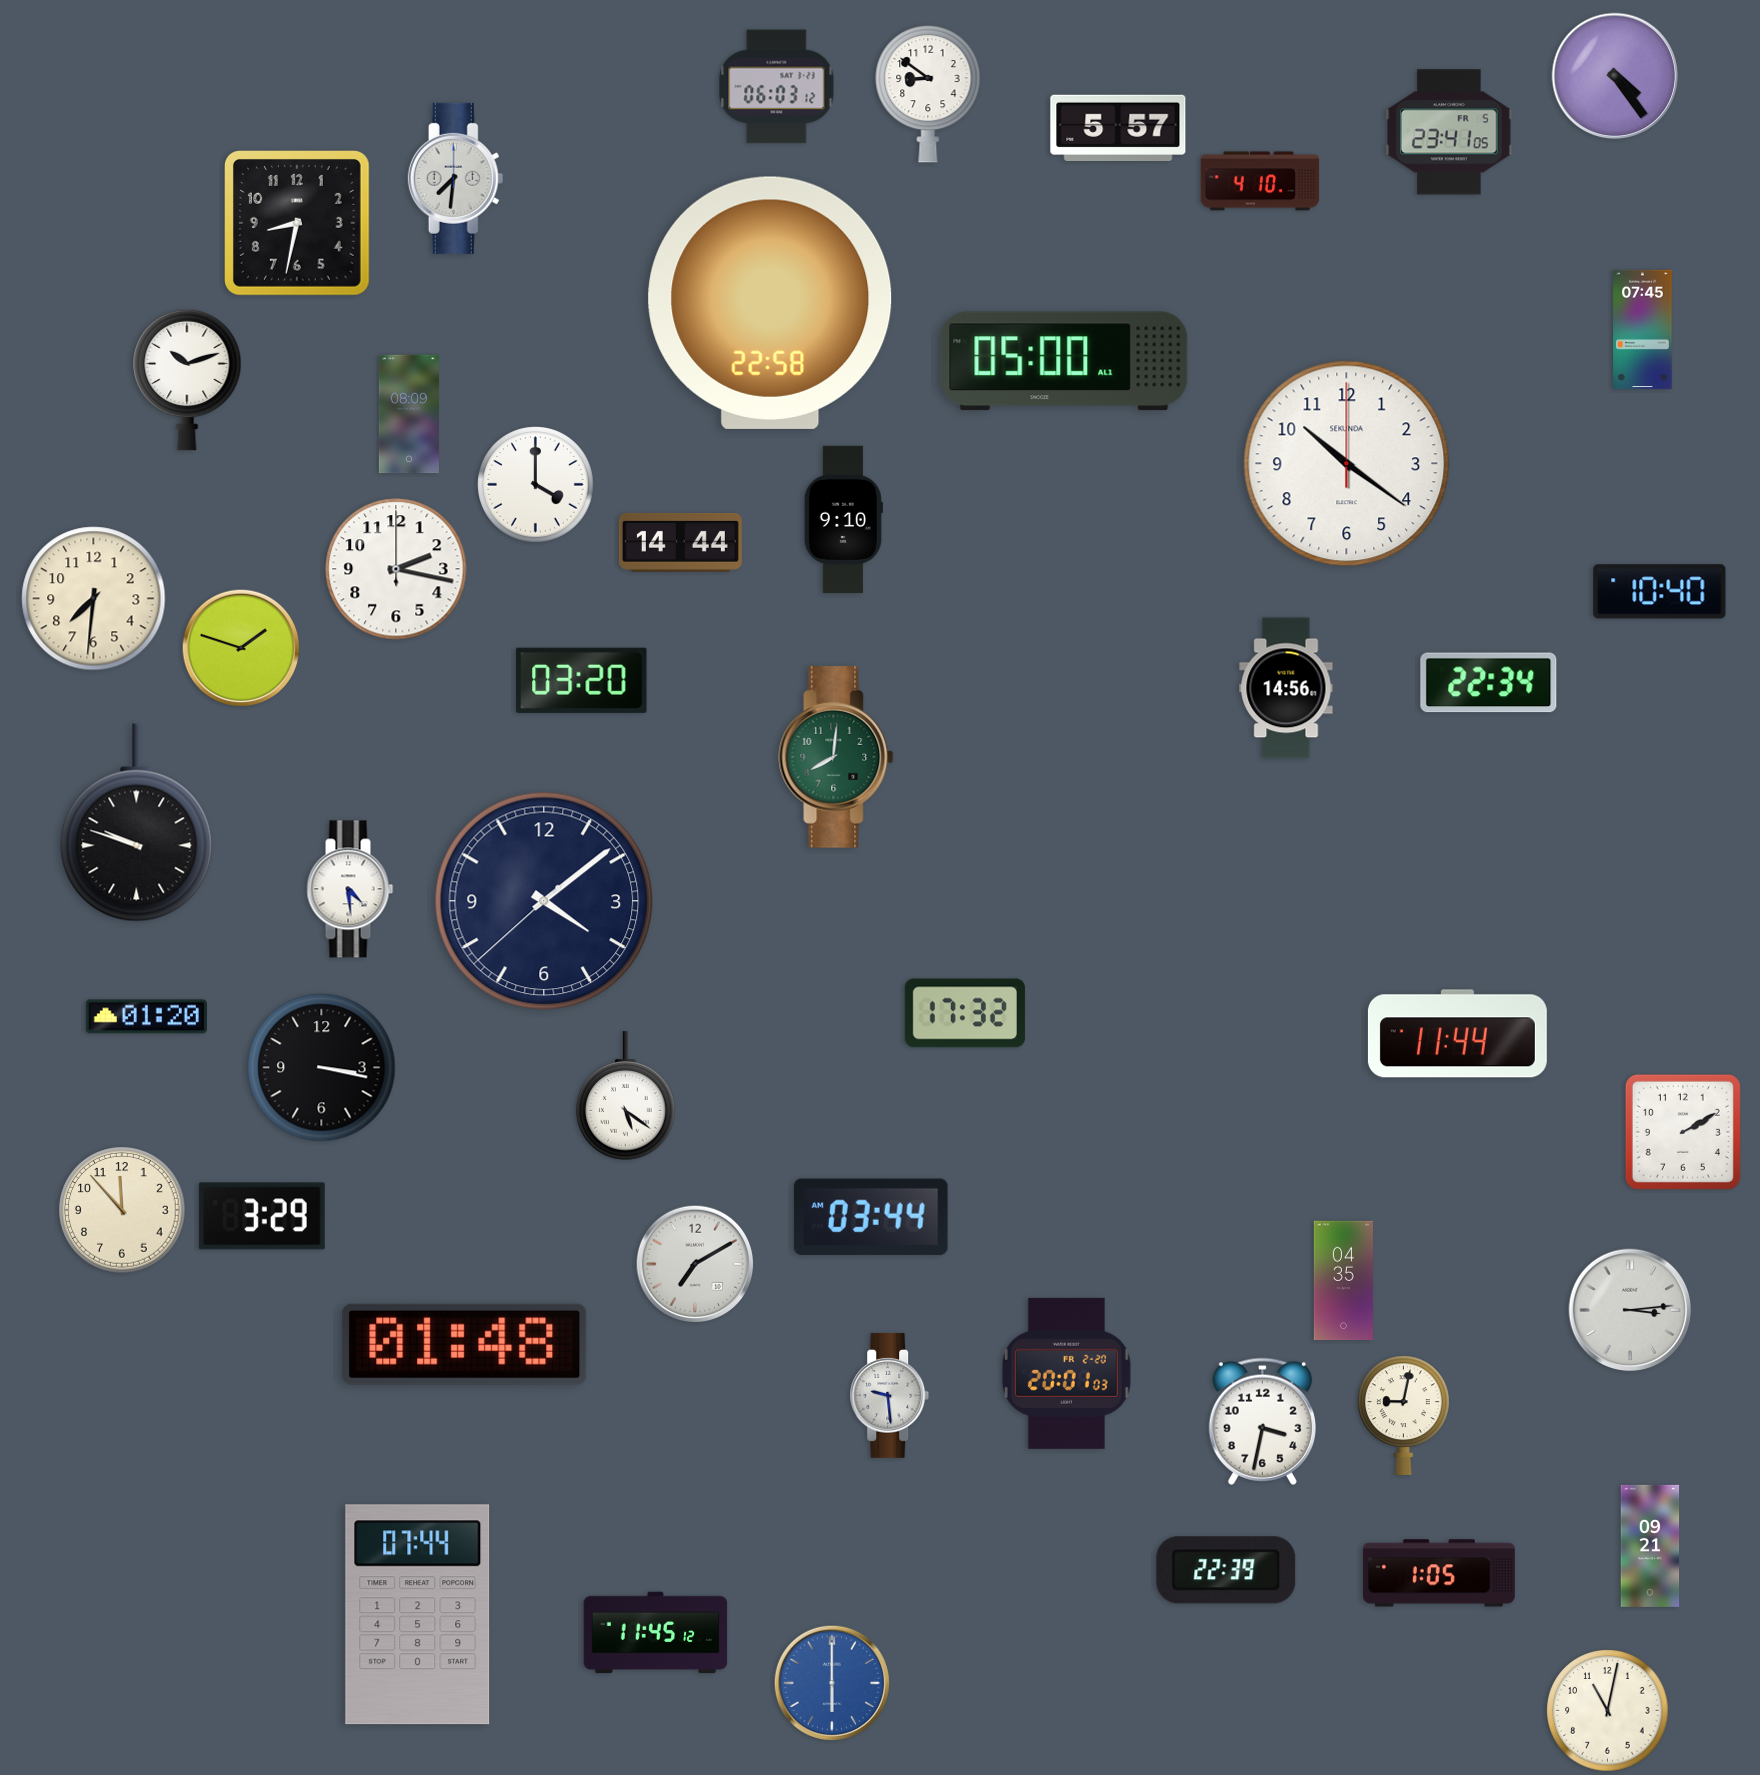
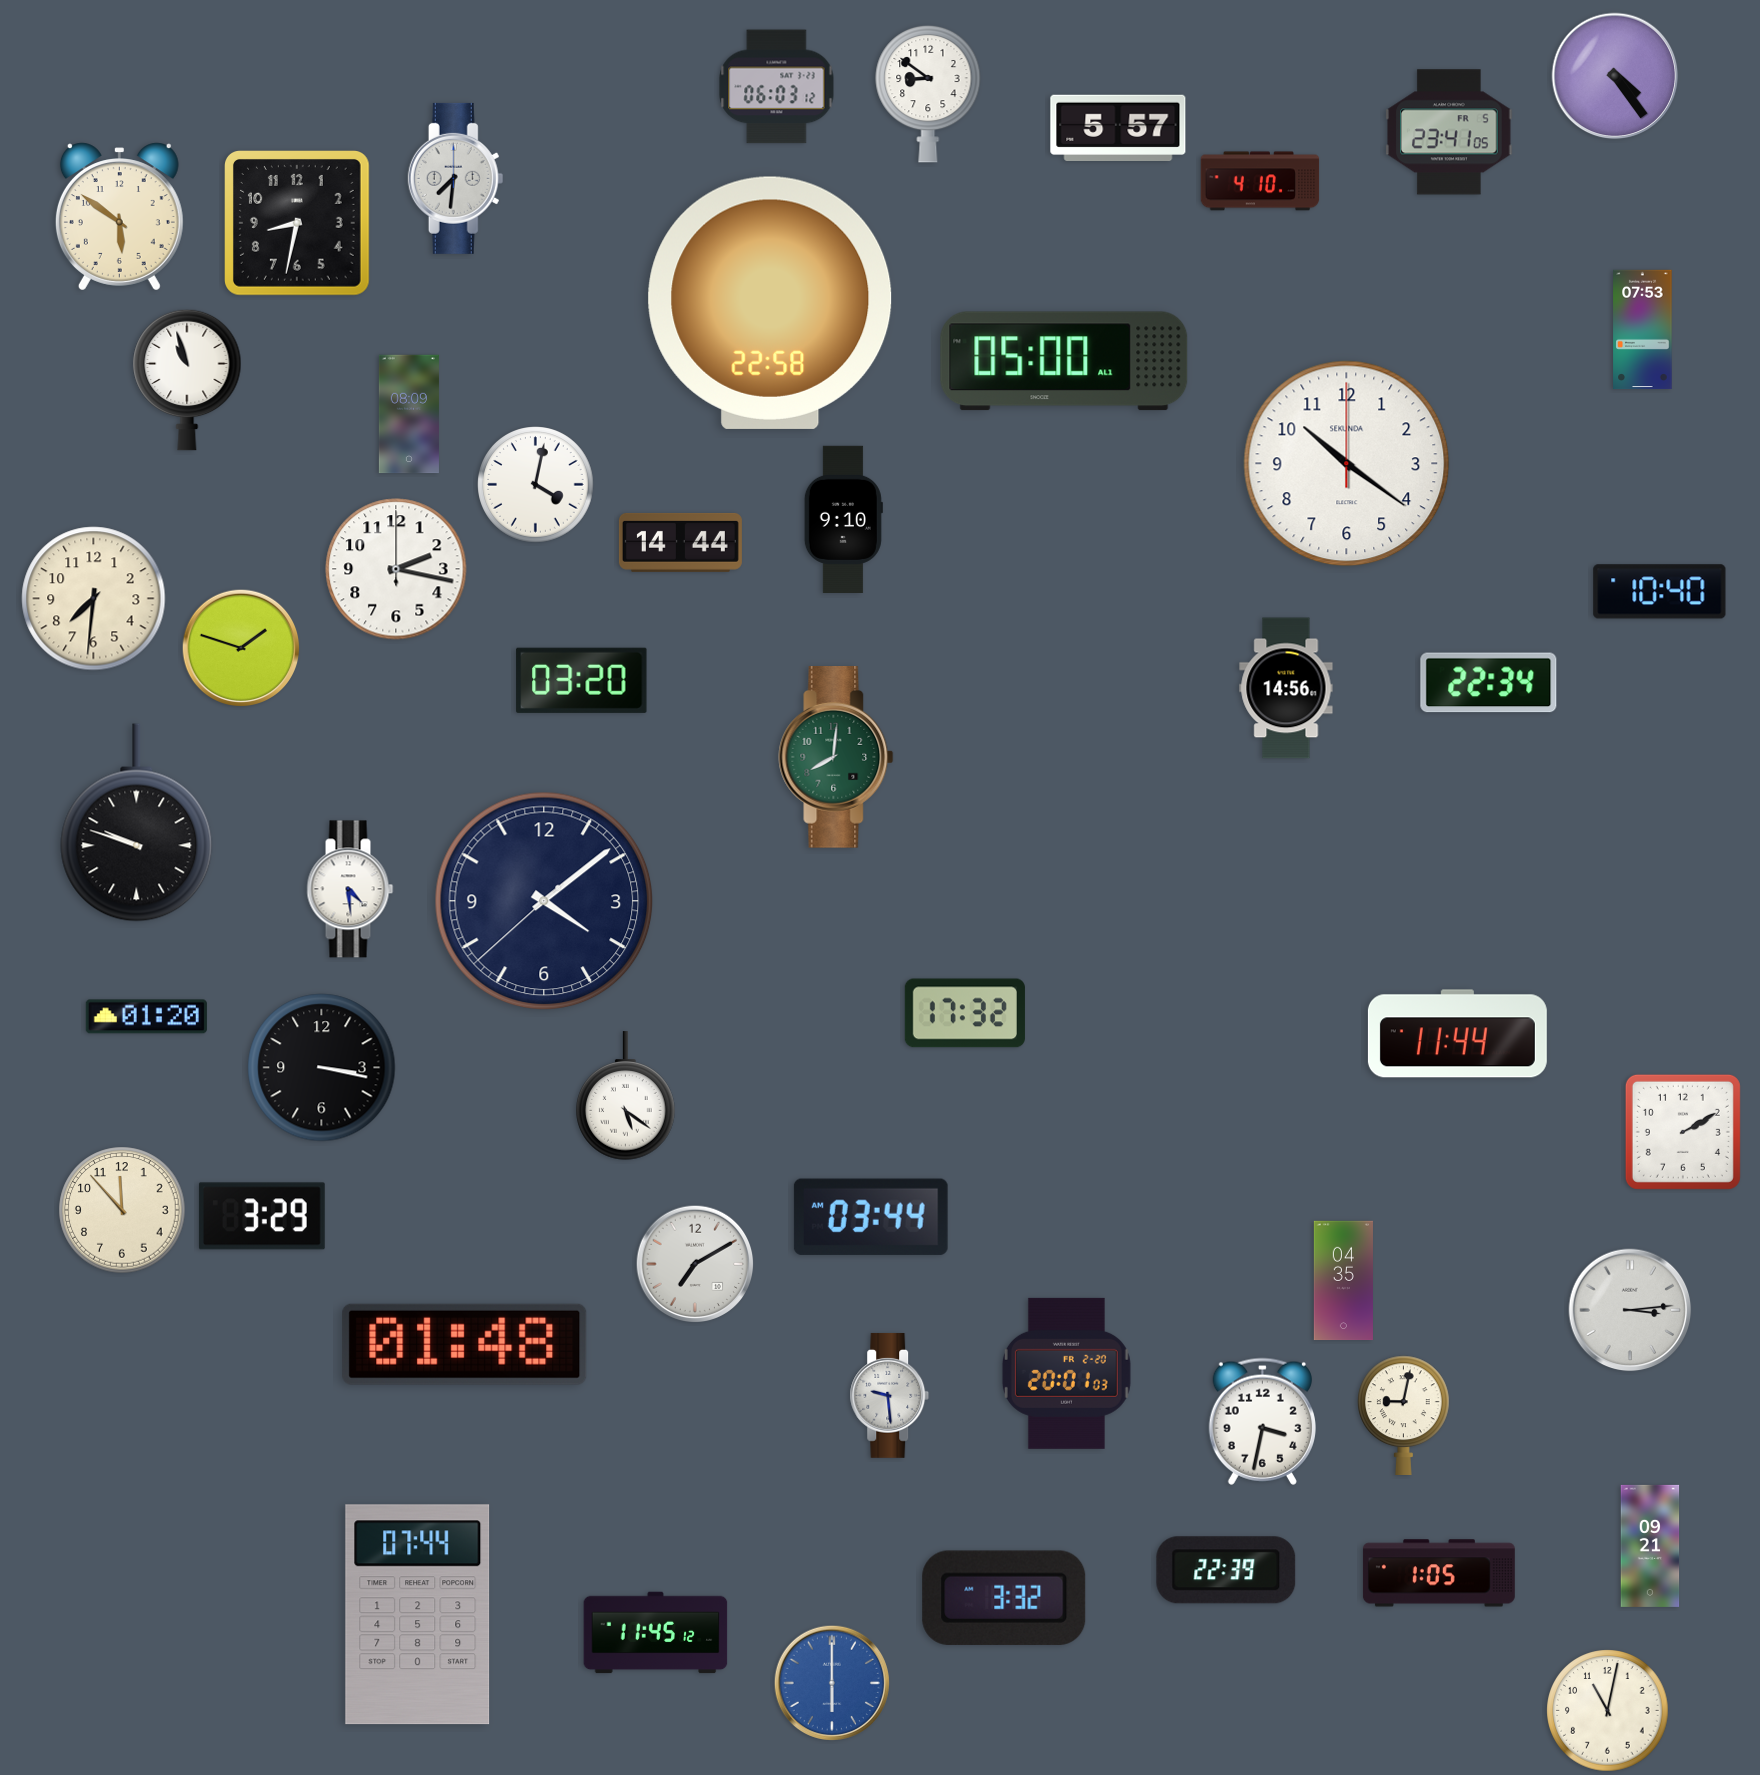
clock at (119, 217): none -> 5:51
clock at (1643, 330): 07:45 -> 07:53
clock at (187, 380): 10:12 -> 10:57
clock at (536, 485): 4:00 -> 4:02
clock at (1004, 1598): none -> 3:32
